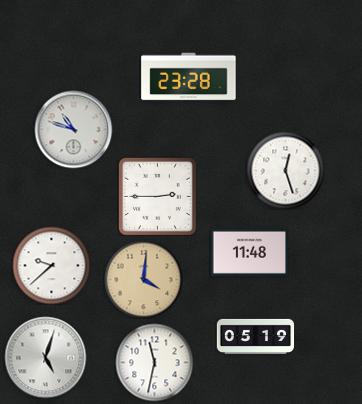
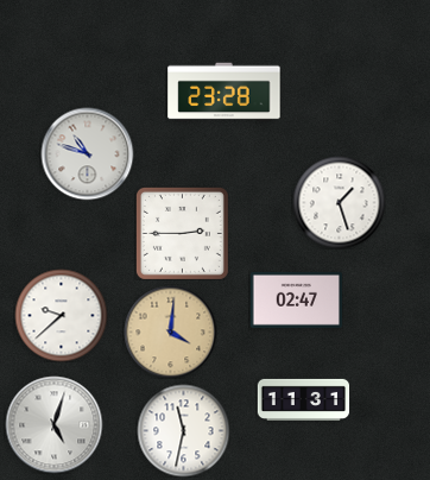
clock at (285, 170): 12:27 -> 1:27
clock at (157, 196) position: (157, 196) -> (182, 233)
clock at (249, 252): 11:48 -> 02:47
clock at (255, 336): 05:19 -> 11:31
